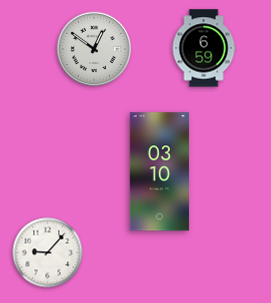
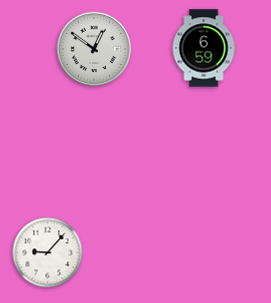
clock at (159, 172): 03:10 -> none
